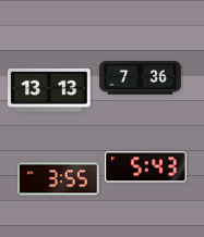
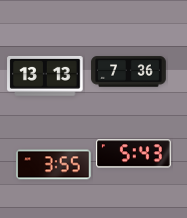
clock at (49, 90) position: (49, 90) -> (45, 76)
